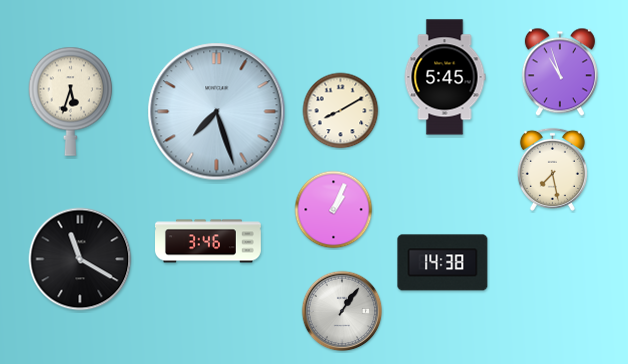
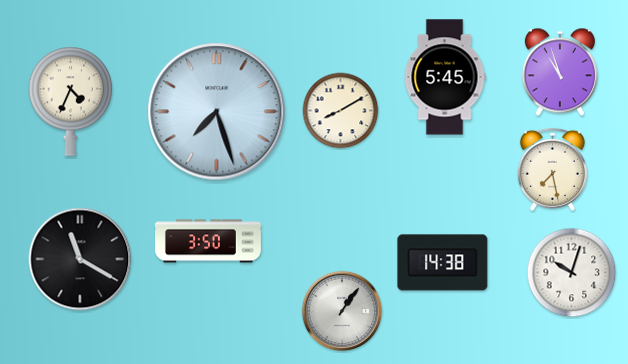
clock at (71, 101): 5:33 -> 4:34
clock at (334, 210): 1:04 -> none
clock at (209, 241): 3:46 -> 3:50
clock at (572, 273): none -> 10:03
